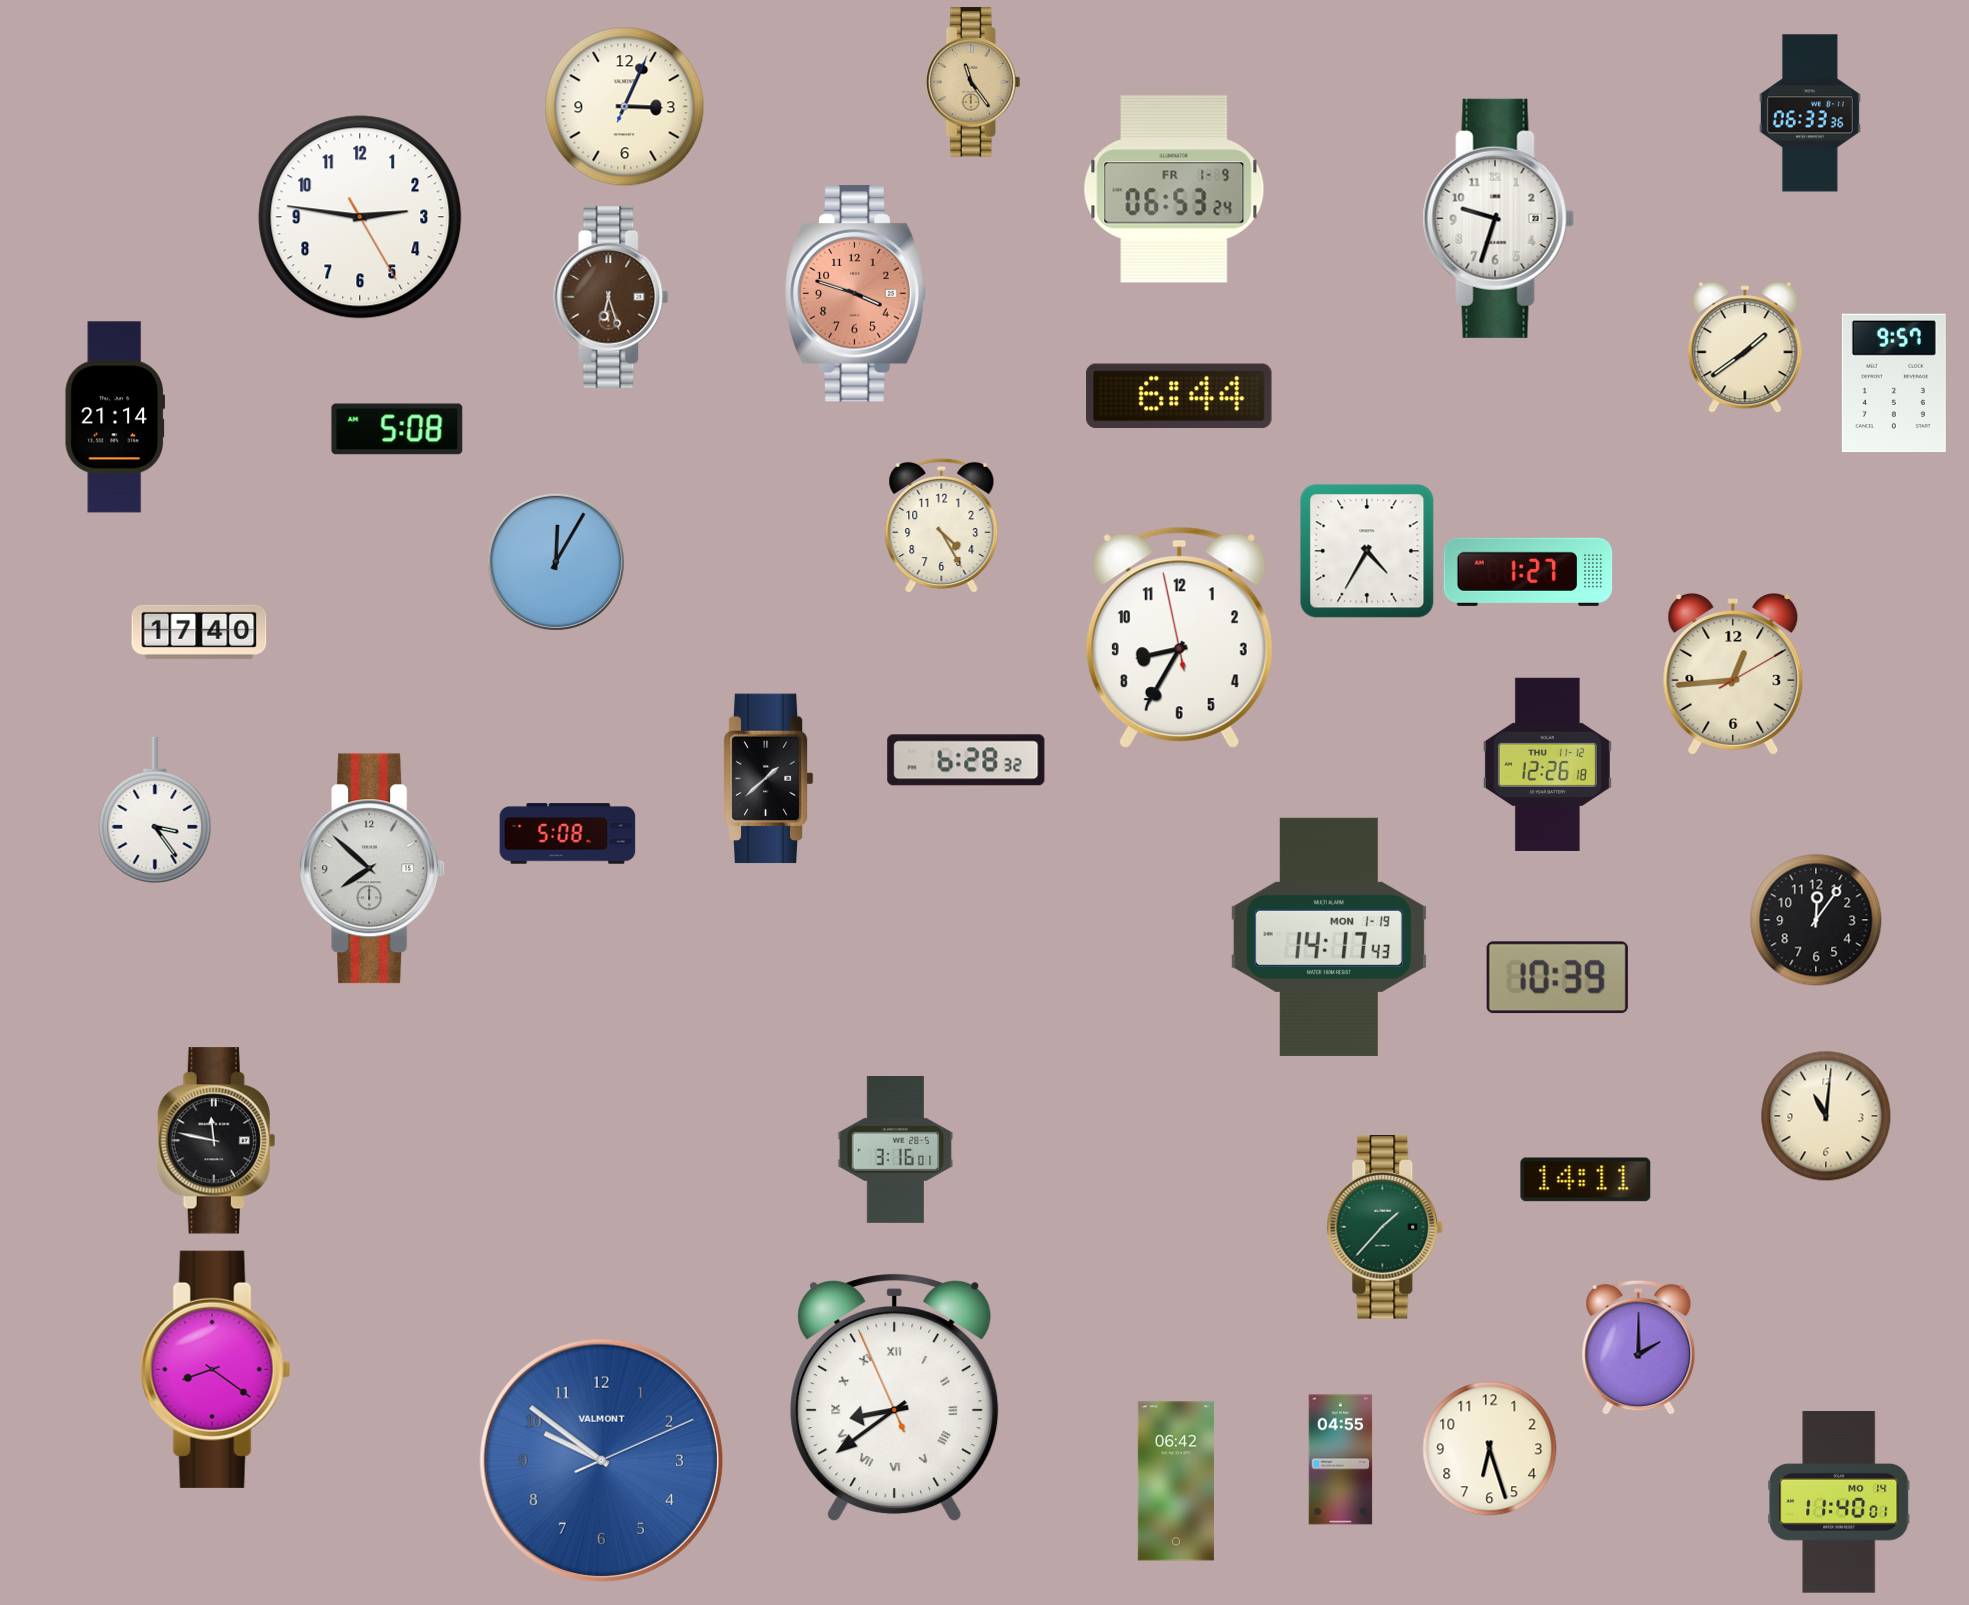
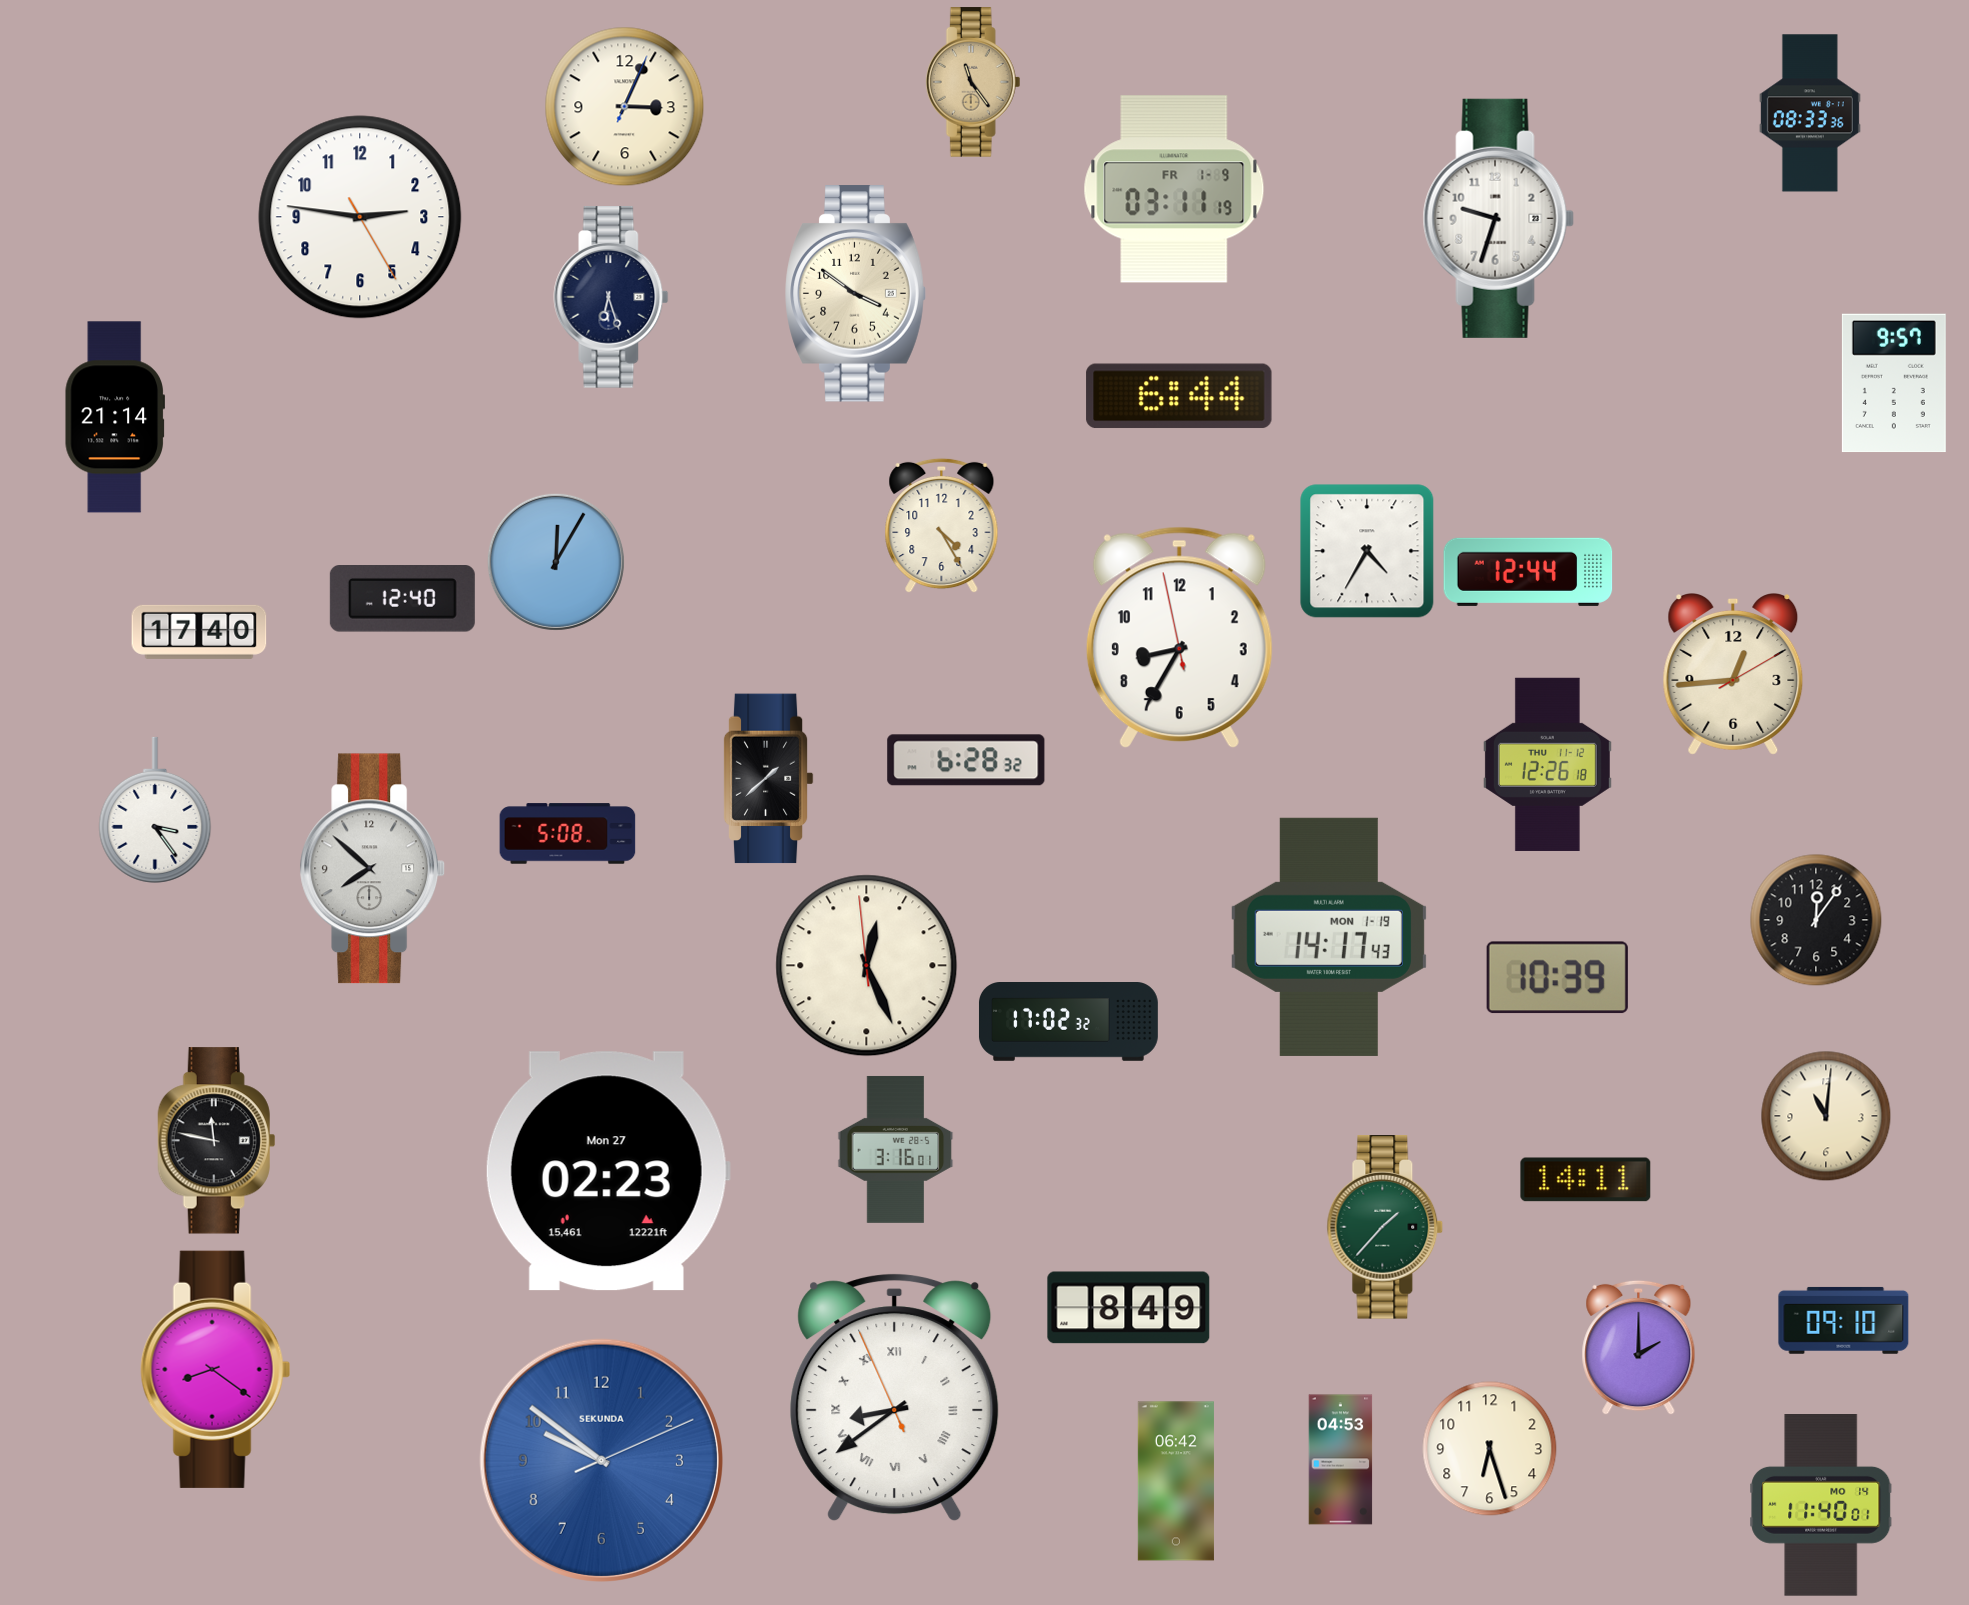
clock at (1810, 113): 06:33 -> 08:33
clock at (1174, 189): 06:53 -> 03:11
clock at (855, 294): 3:48 -> 3:51
clock at (855, 294) dial: salmon -> cream
clock at (611, 298) dial: brown -> navy
clock at (1745, 347): 1:39 -> none
clock at (397, 429): 5:08 -> none
clock at (1528, 572): 1:27 -> 12:44
clock at (402, 599): none -> 12:40
clock at (867, 966): none -> 12:25
clock at (1068, 1022): none -> 17:02
clock at (608, 1171): none -> 02:23
clock at (1129, 1308): none -> 8:49
clock at (1844, 1320): none -> 09:10
clock at (601, 1460) brand: VALMONT -> SEKUNDA
clock at (1341, 1460): 04:55 -> 04:53
clock at (1839, 1502) position: (1839, 1502) -> (1821, 1505)
